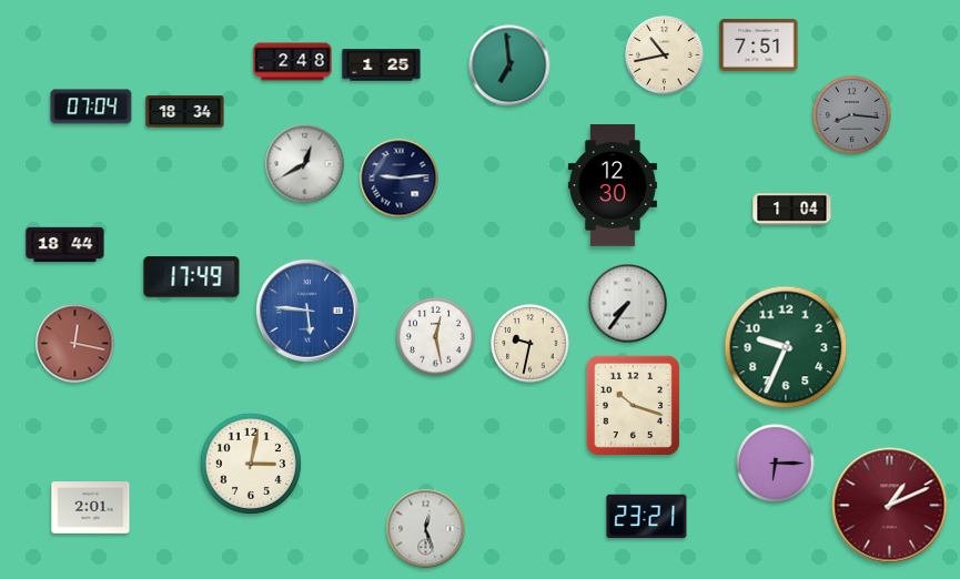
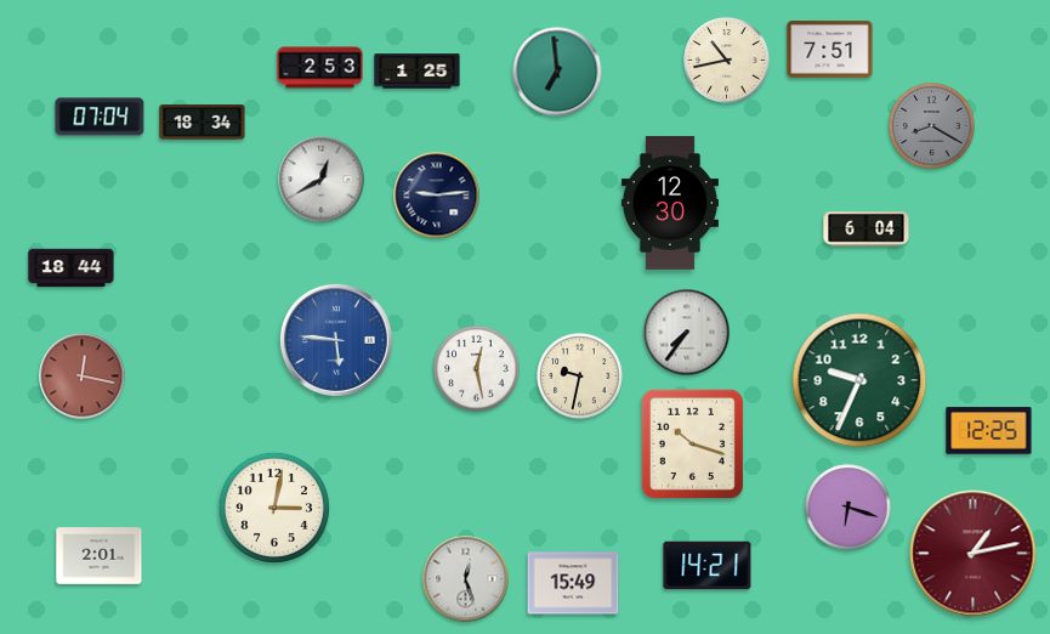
clock at (293, 62): 2:48 -> 2:53
clock at (852, 115): 8:16 -> 8:20
clock at (305, 164) position: (305, 164) -> (322, 180)
clock at (792, 210): 1:04 -> 6:04
clock at (192, 277): 17:49 -> none
clock at (989, 431): none -> 12:25
clock at (776, 464): 6:15 -> 6:18
clock at (890, 506): 1:11 -> 1:13
clock at (647, 517): 23:21 -> 14:21
clock at (573, 583): none -> 15:49
